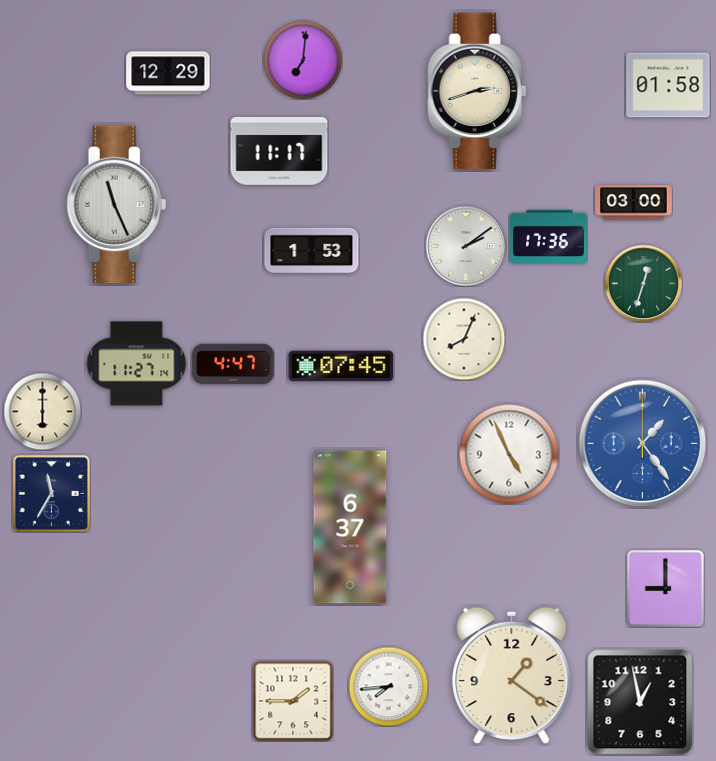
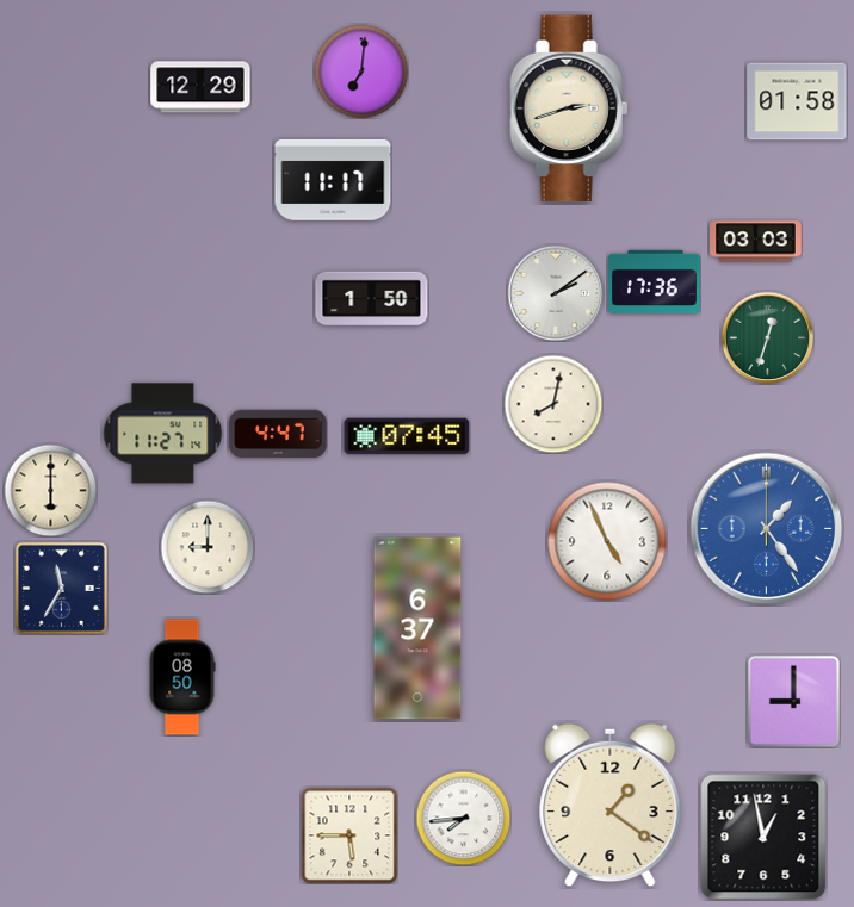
clock at (634, 203): 03:00 -> 03:03
clock at (117, 205): 11:26 -> none
clock at (312, 251): 1:53 -> 1:50
clock at (464, 339): 8:04 -> 8:02
clock at (208, 547): none -> 9:00
clock at (182, 677): none -> 08:50
clock at (293, 701): 1:45 -> 5:45
